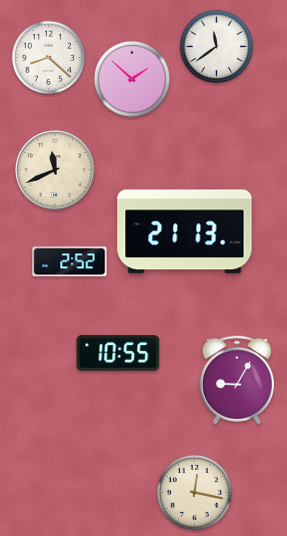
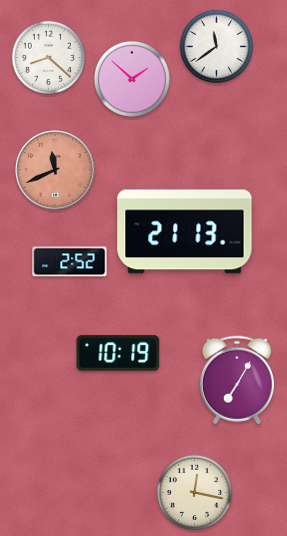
clock at (55, 170) dial: cream -> salmon
clock at (118, 353): 10:55 -> 10:19
clock at (237, 380): 9:05 -> 7:05
